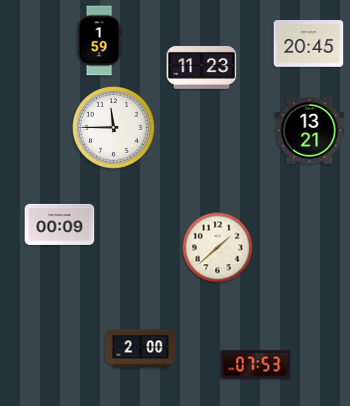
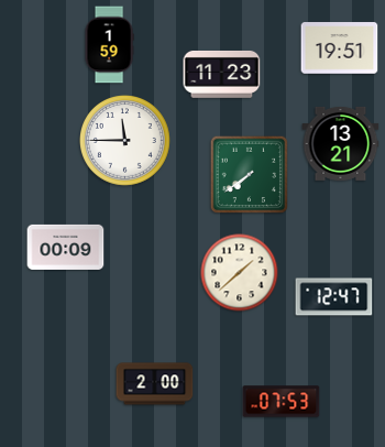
clock at (309, 44): 20:45 -> 19:51
clock at (249, 174): none -> 7:39
clock at (334, 297): none -> 12:47
